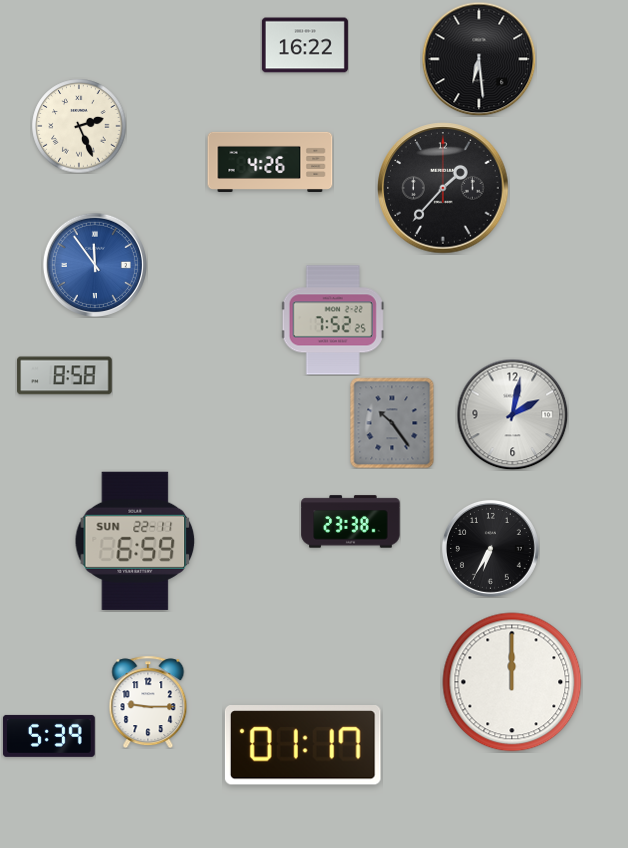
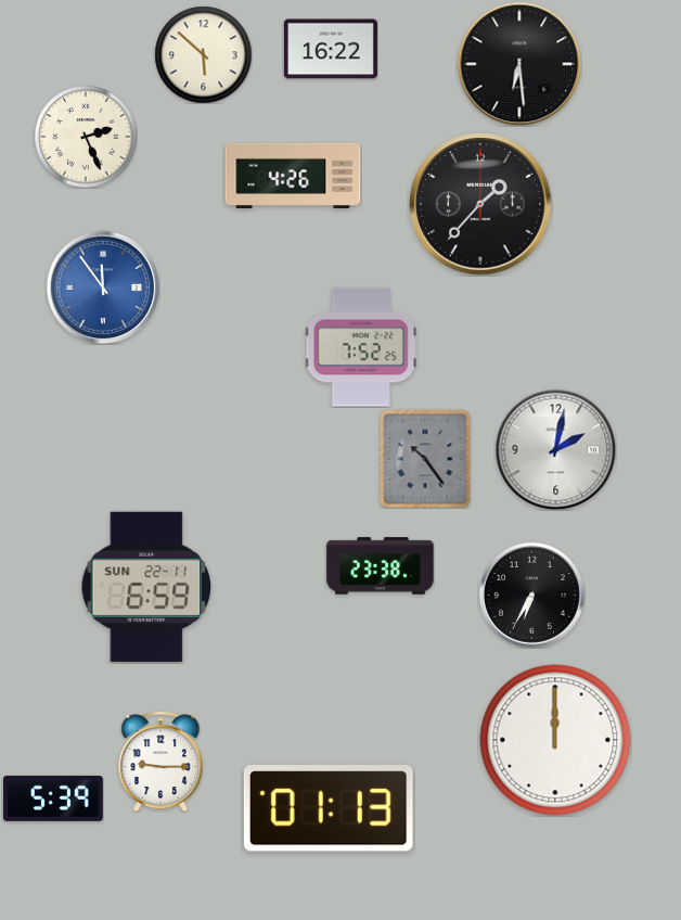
clock at (203, 54): none -> 5:52
clock at (65, 376): 8:58 -> none
clock at (303, 746): 01:17 -> 01:13
